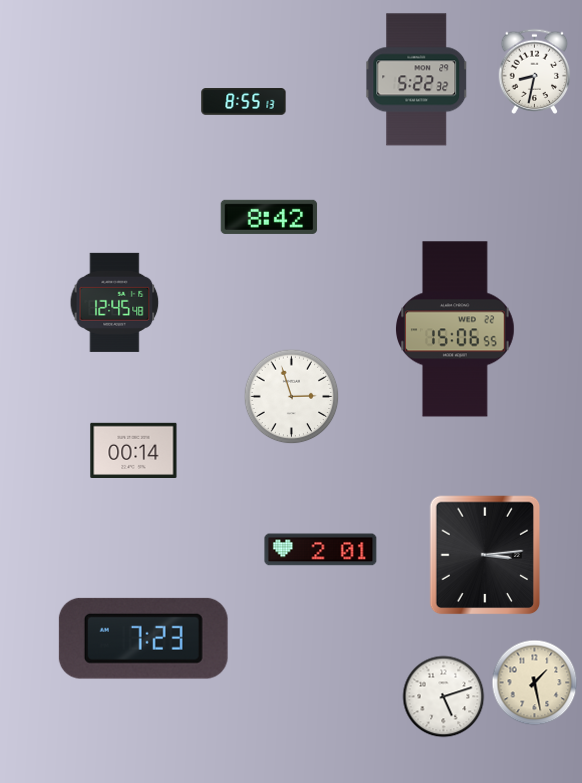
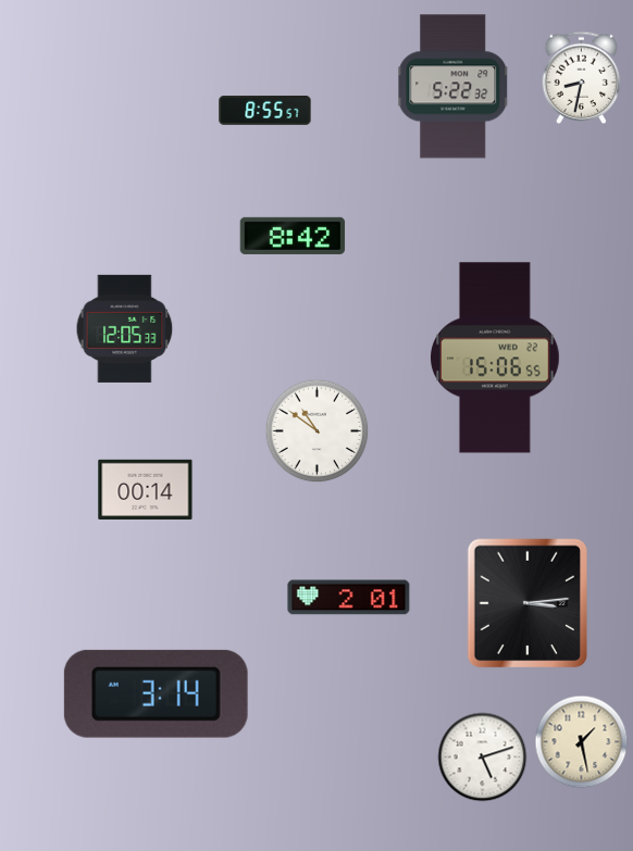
clock at (244, 102): 8:55:13 -> 8:55:57
clock at (115, 302): 12:45 -> 12:05
clock at (292, 397): 2:57 -> 10:51
clock at (143, 638): 7:23 -> 3:14
